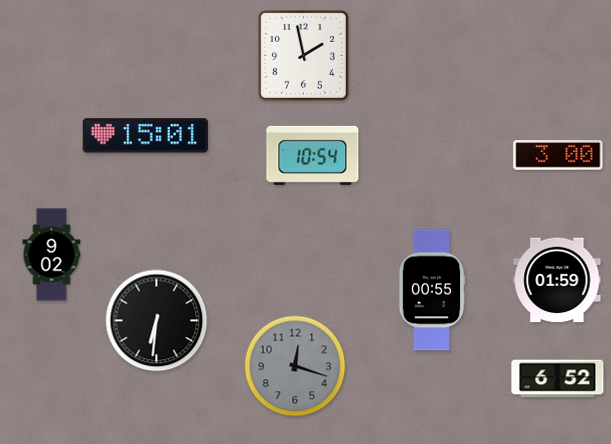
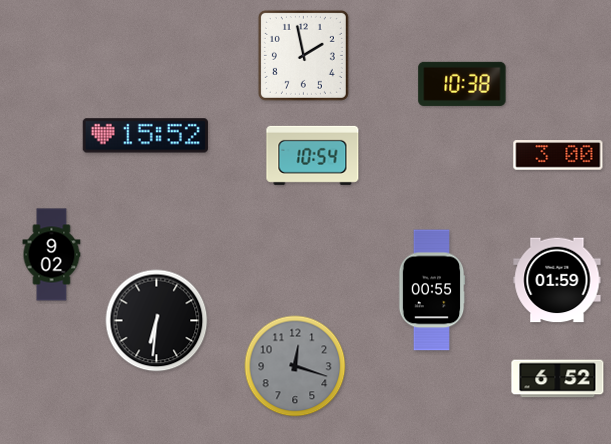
clock at (462, 84): none -> 10:38
clock at (145, 136): 15:01 -> 15:52
